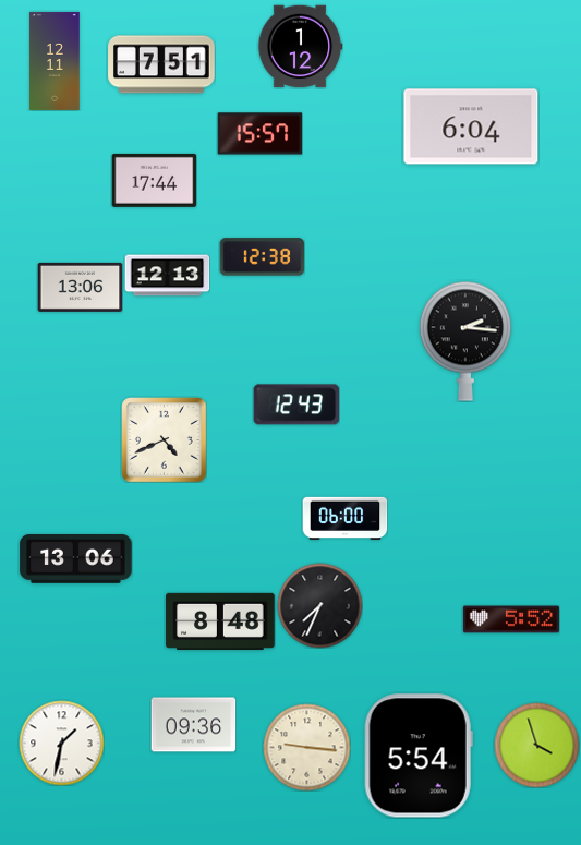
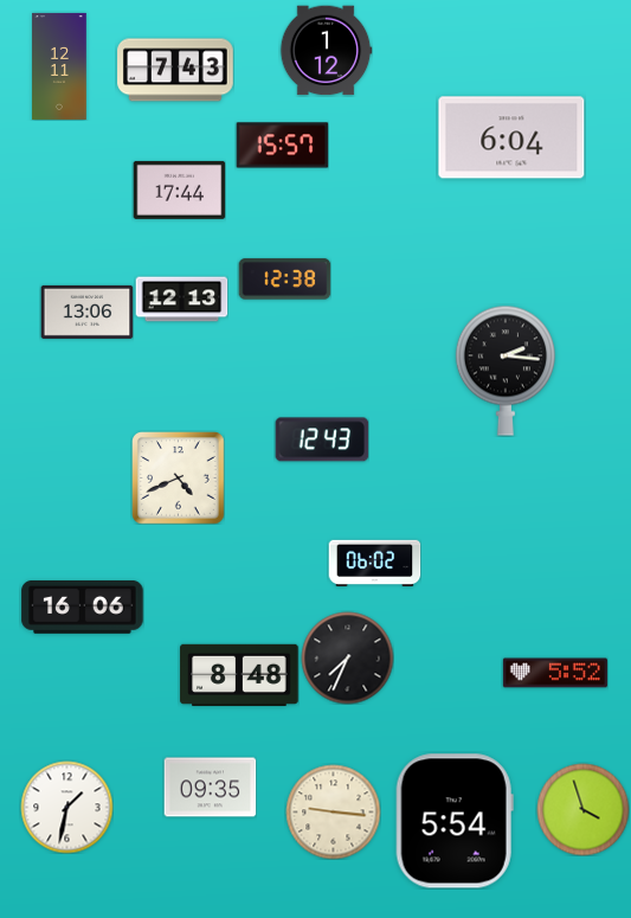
clock at (161, 64): 7:51 -> 7:43
clock at (154, 180) position: (154, 180) -> (179, 190)
clock at (344, 518): 06:00 -> 06:02
clock at (76, 559): 13:06 -> 16:06
clock at (193, 725): 09:36 -> 09:35
